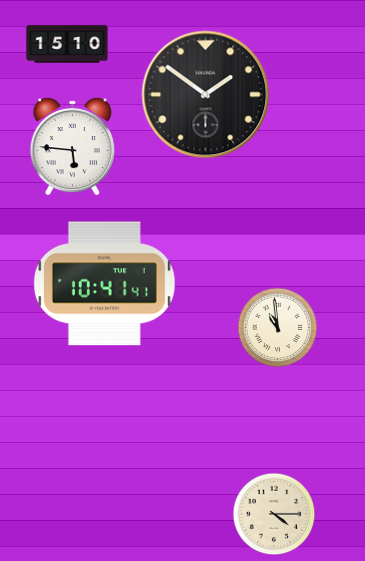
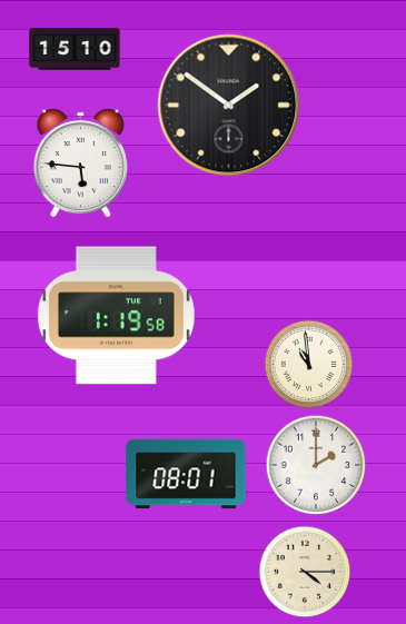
clock at (104, 284): 10:41 -> 1:19
clock at (316, 465): none -> 2:00
clock at (186, 474): none -> 08:01
